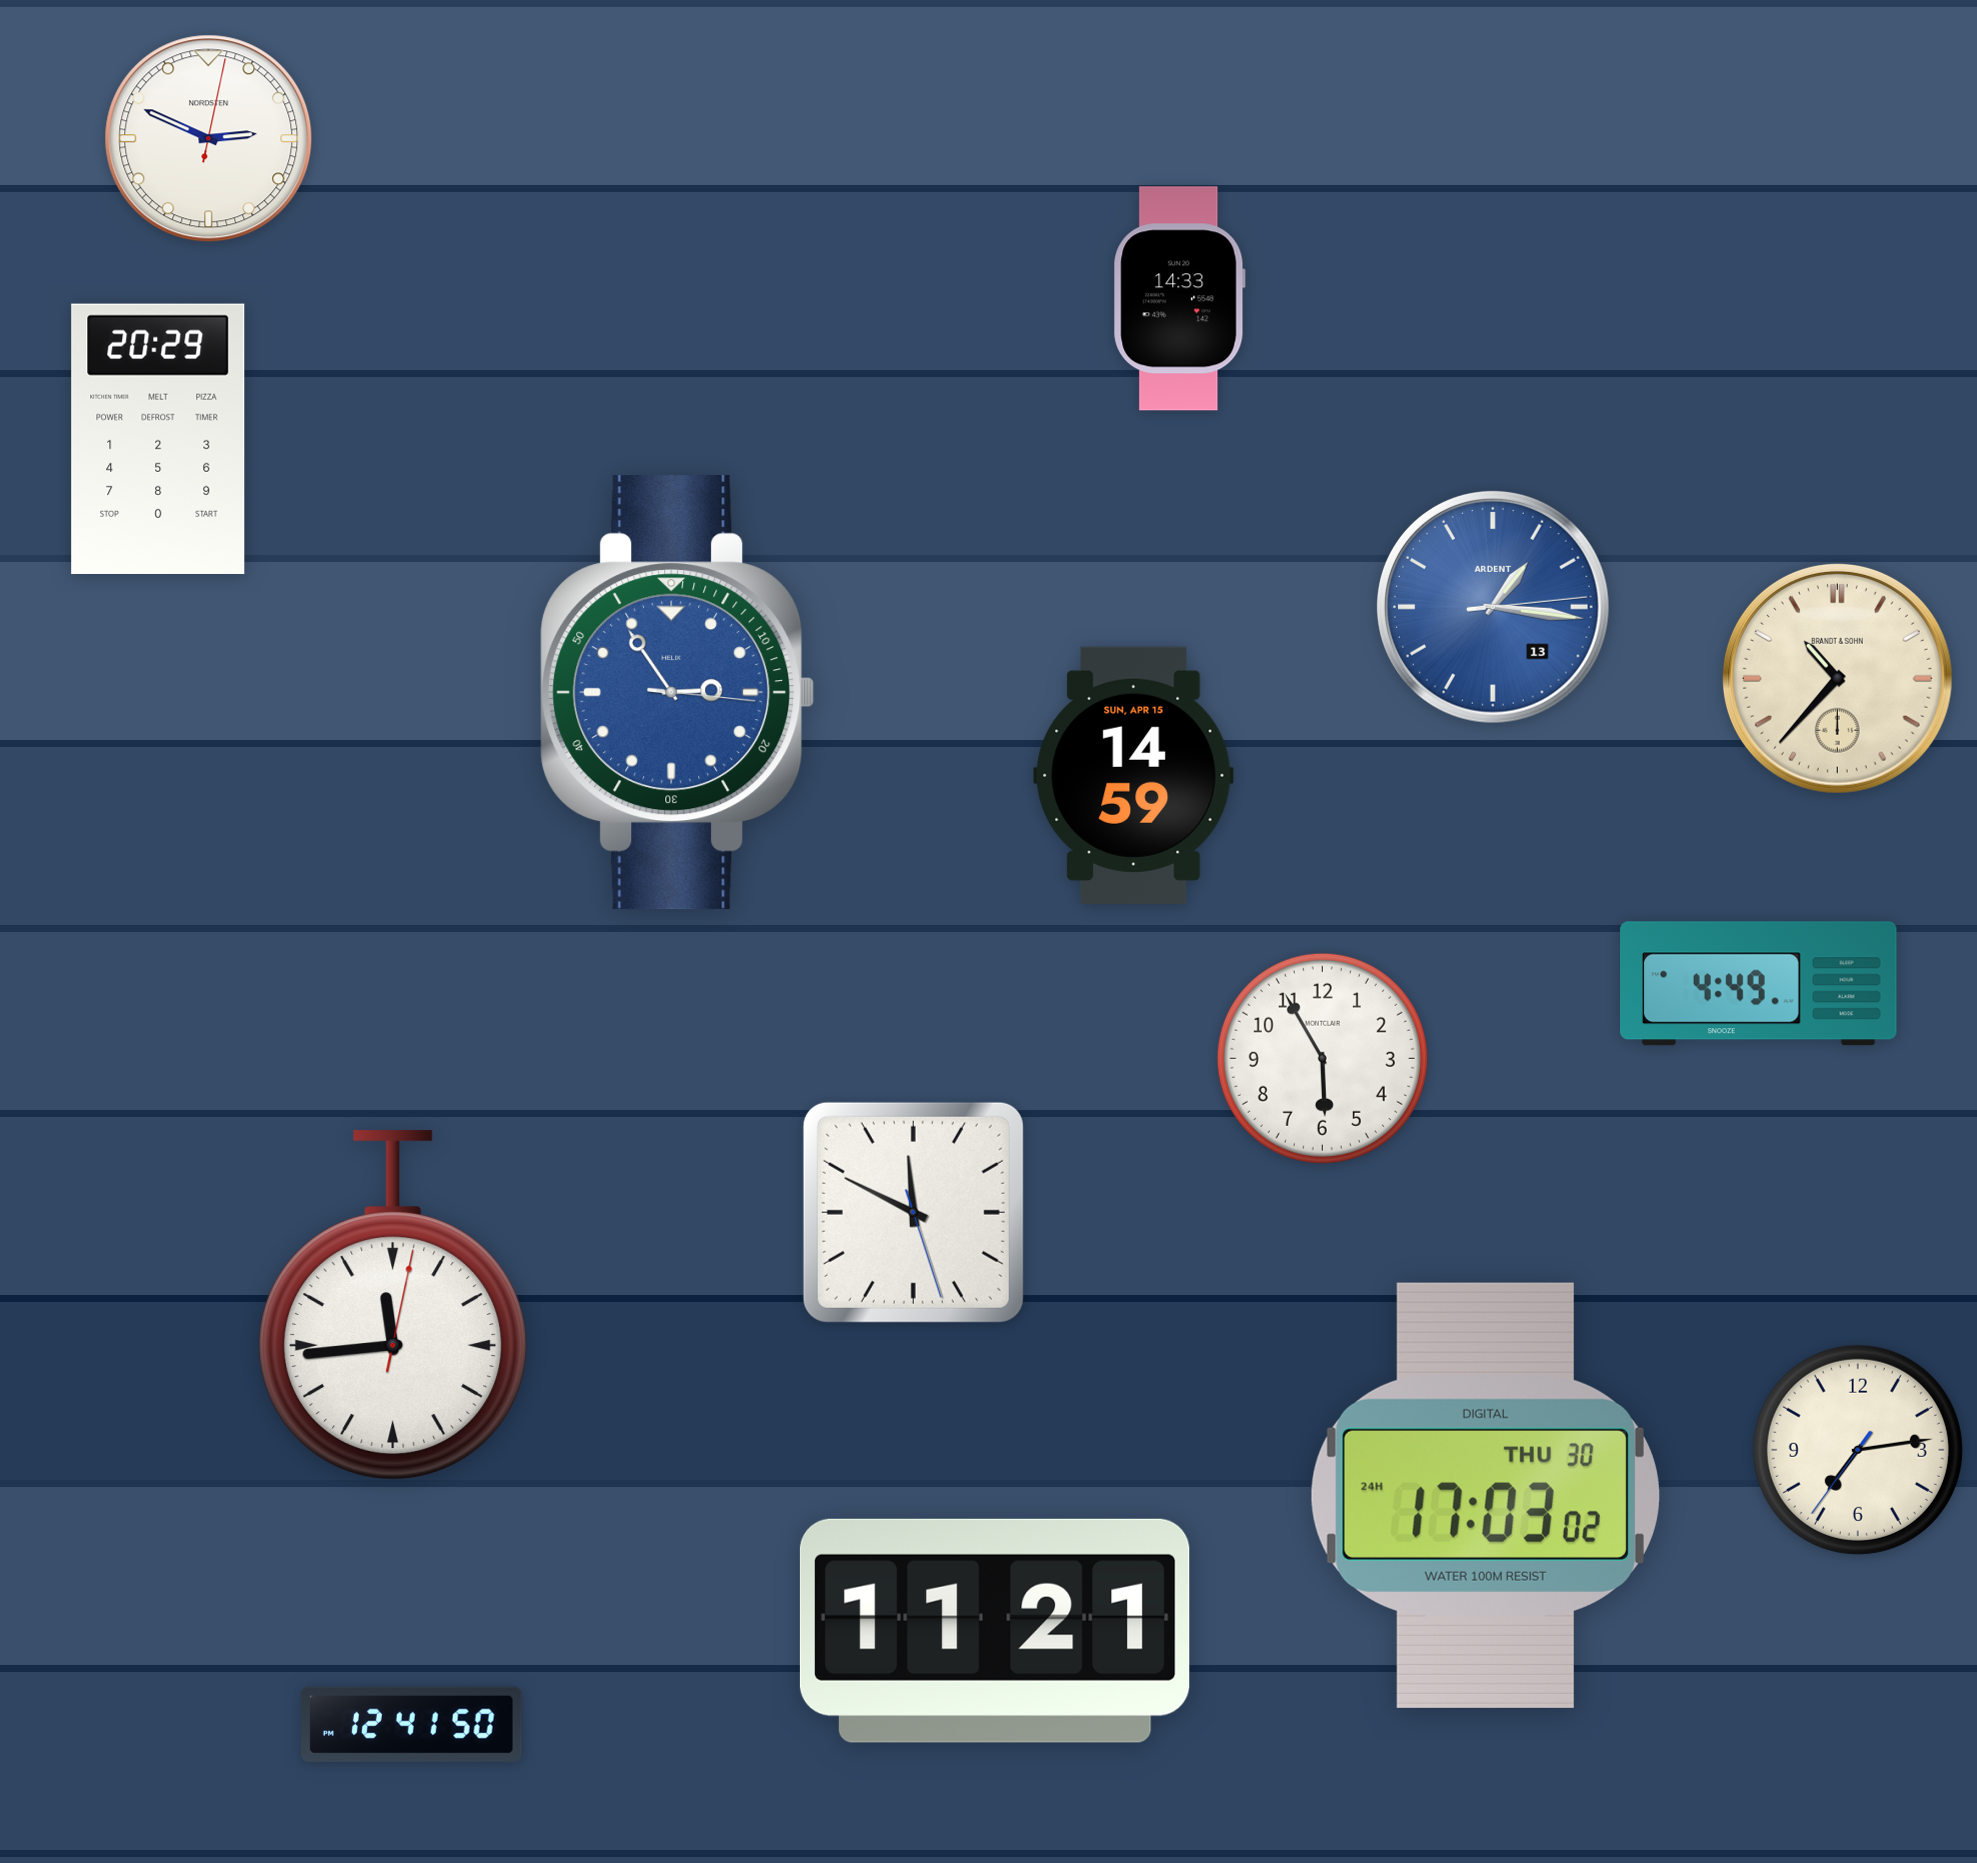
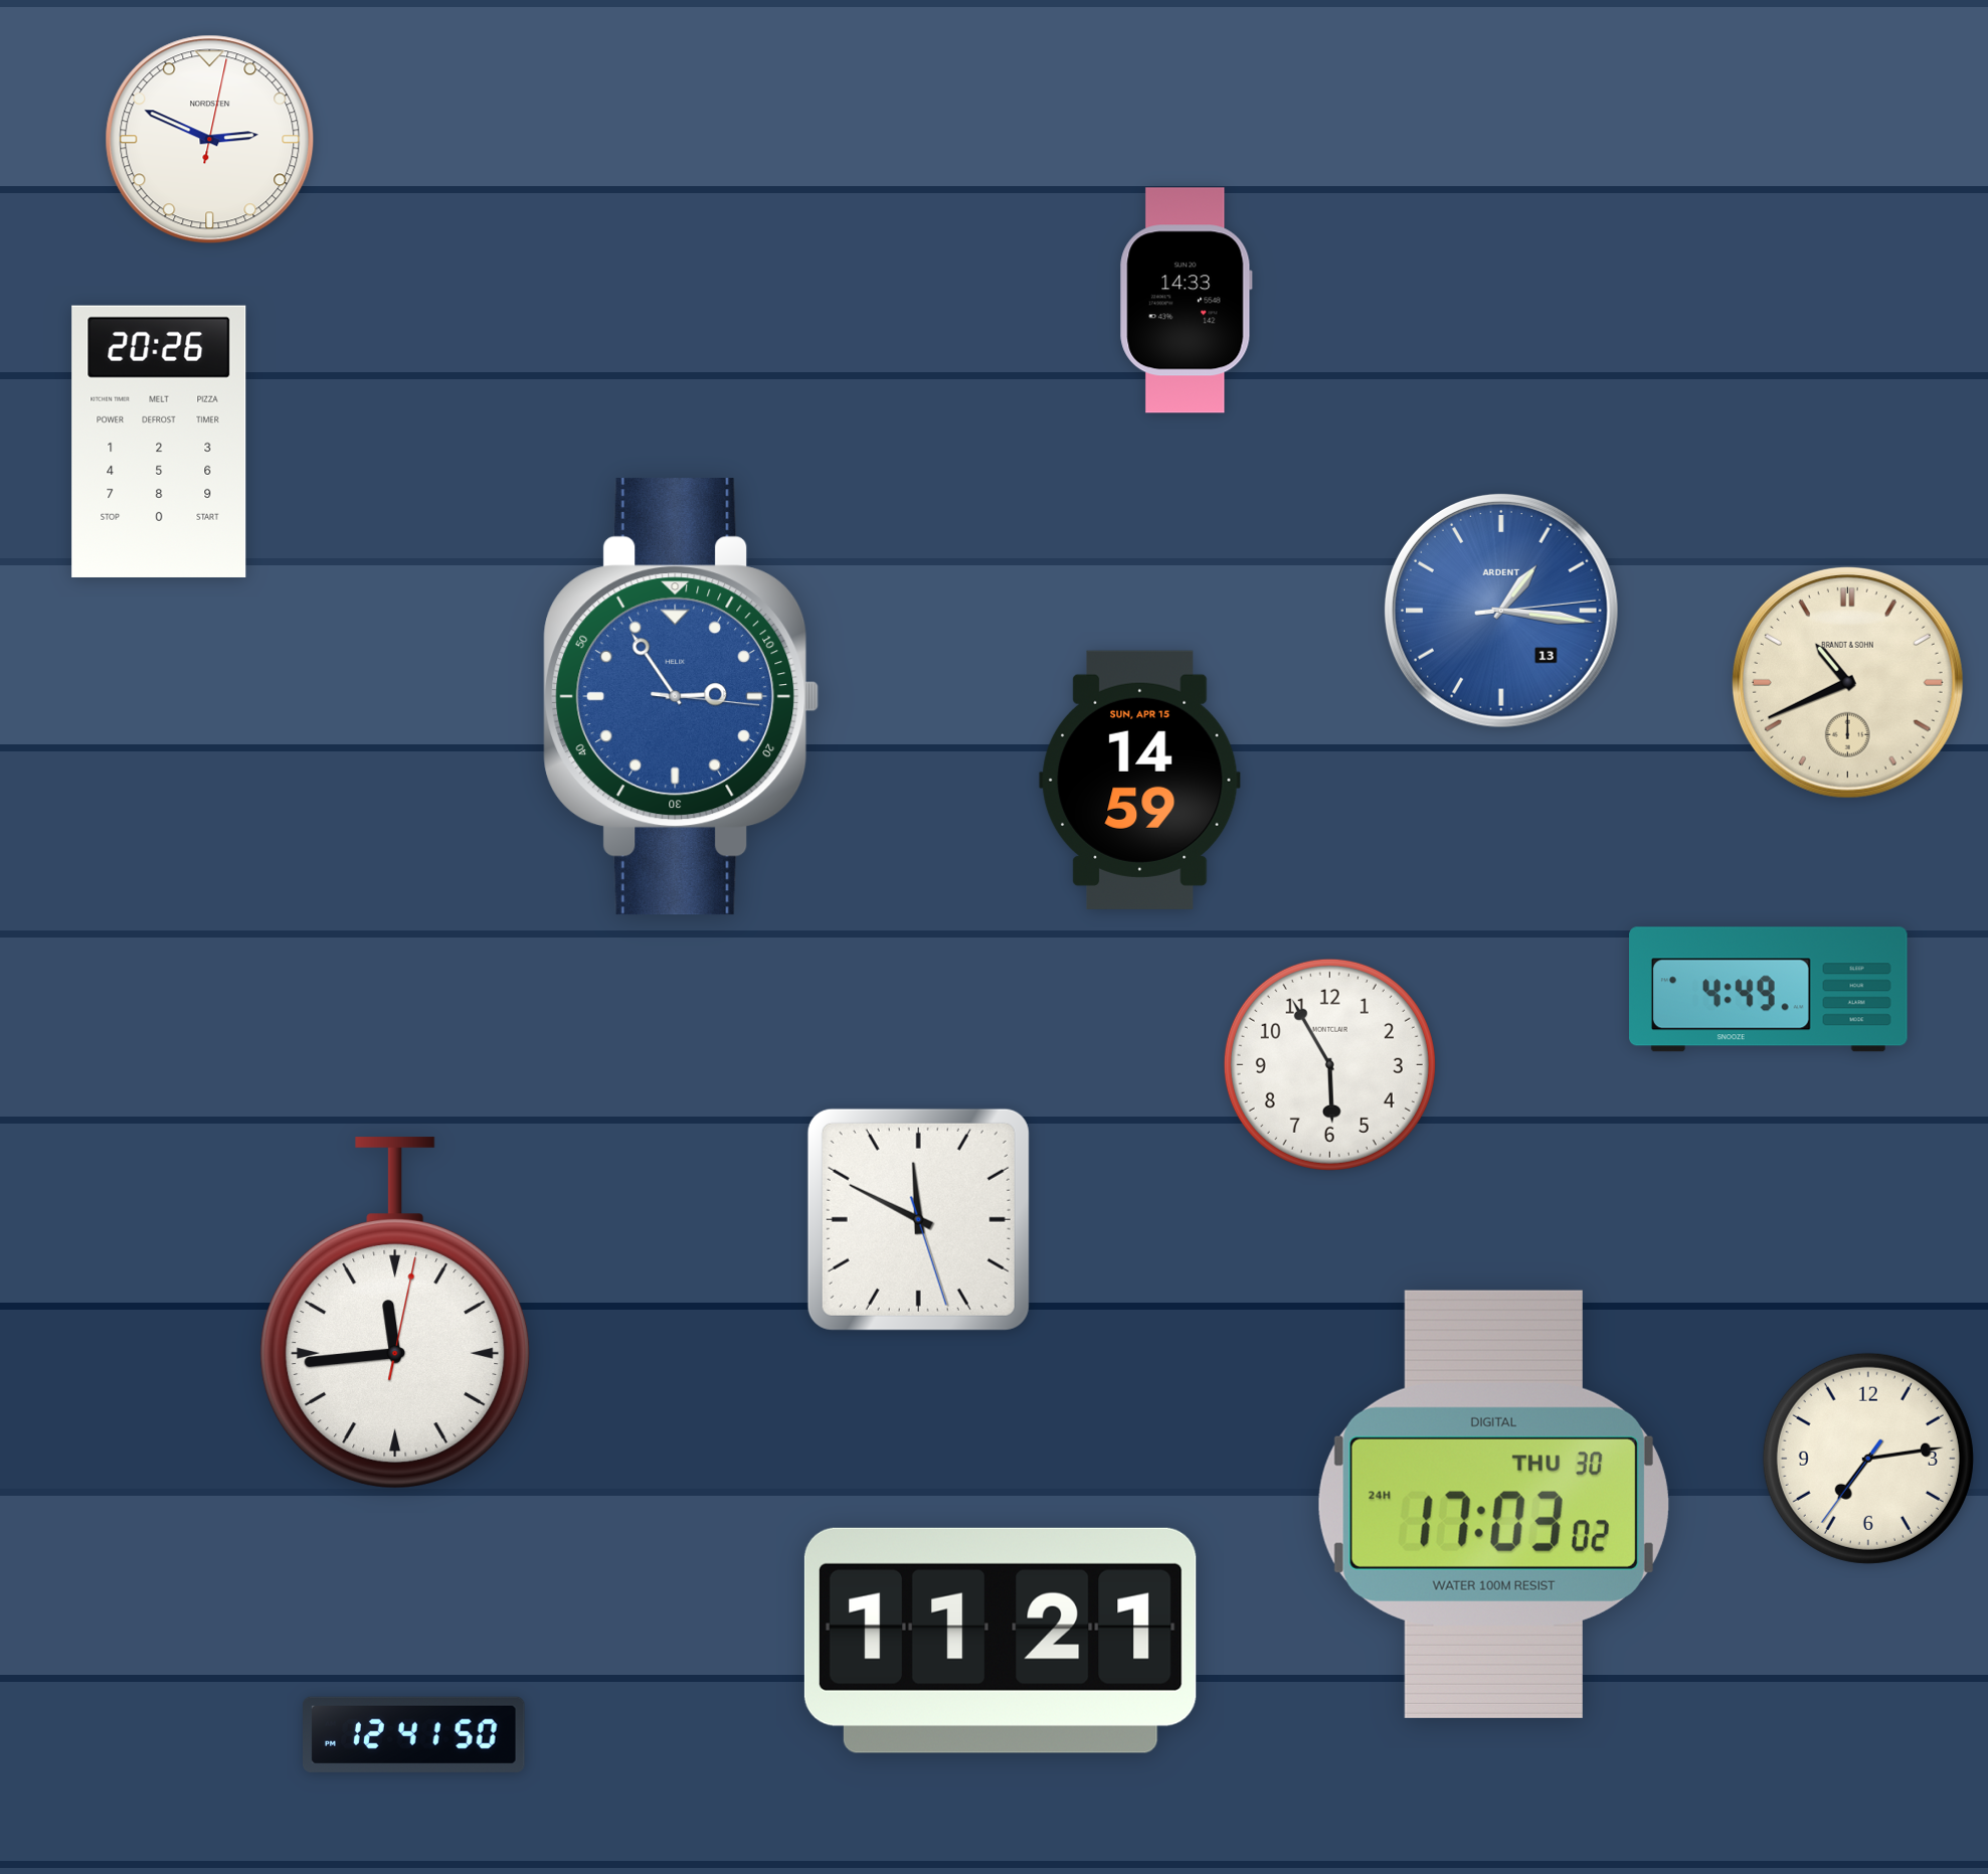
clock at (158, 439): 20:29 -> 20:26
clock at (1837, 678): 10:37 -> 10:41
